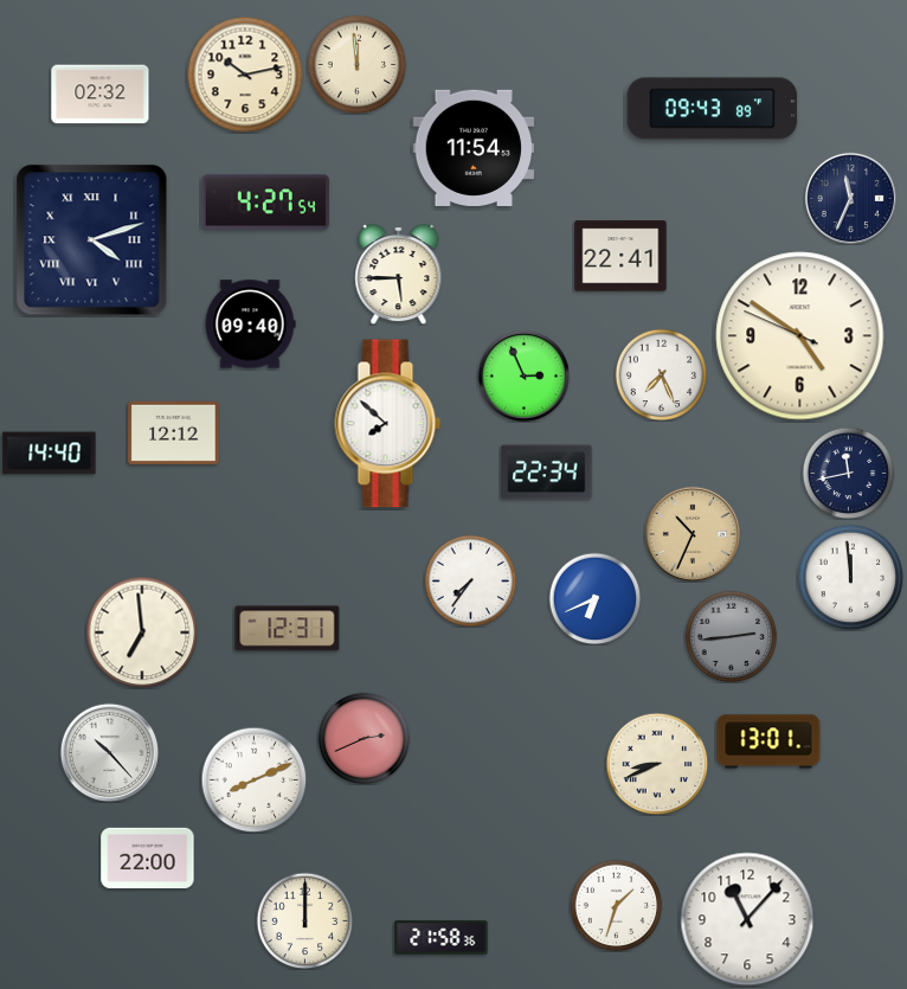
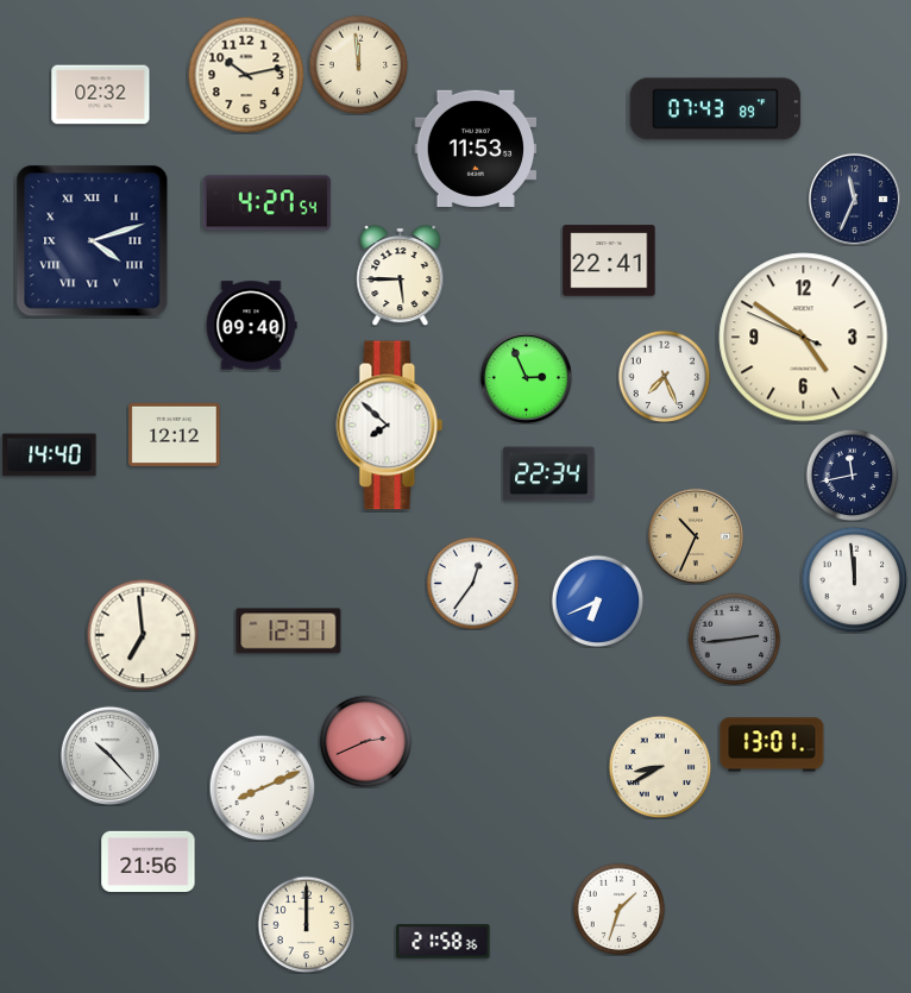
clock at (713, 109): 09:43 -> 07:43
clock at (474, 148): 11:54 -> 11:53
clock at (620, 256) position: (620, 256) -> (609, 260)
clock at (470, 580): 7:36 -> 12:36
clock at (657, 764): 8:41 -> 8:40
clock at (253, 779) position: (253, 779) -> (262, 787)
clock at (148, 858): 22:00 -> 21:56
clock at (747, 919): 11:07 -> none
